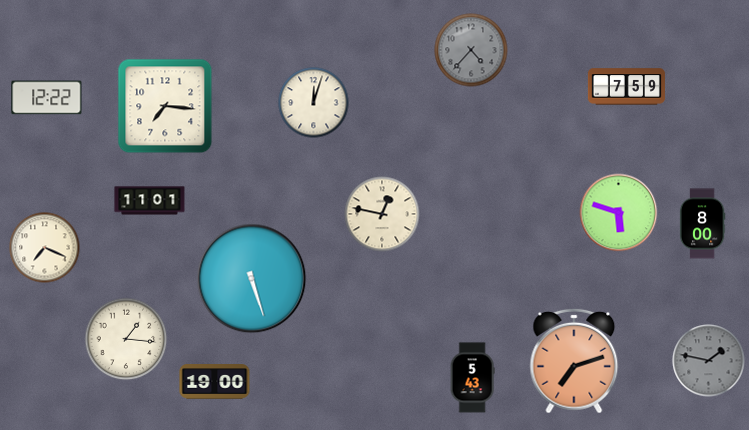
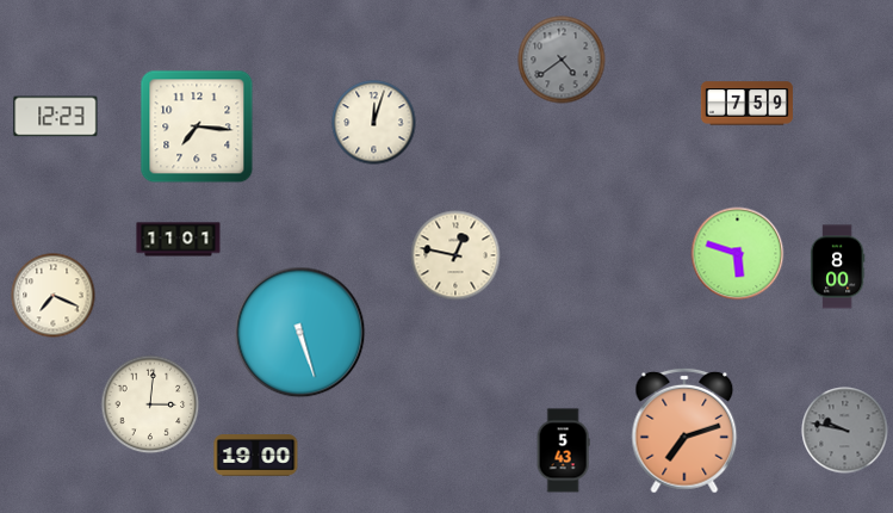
clock at (471, 50): 4:37 -> 4:39
clock at (47, 98): 12:22 -> 12:23
clock at (126, 339): 1:16 -> 3:01
clock at (709, 361): 1:47 -> 9:47
